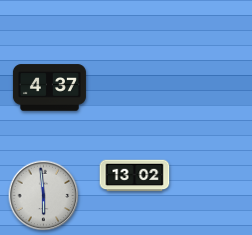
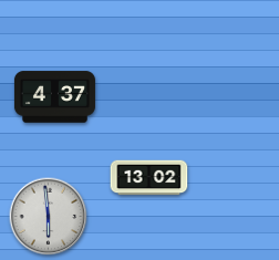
clock at (135, 176) position: (135, 176) -> (149, 178)
